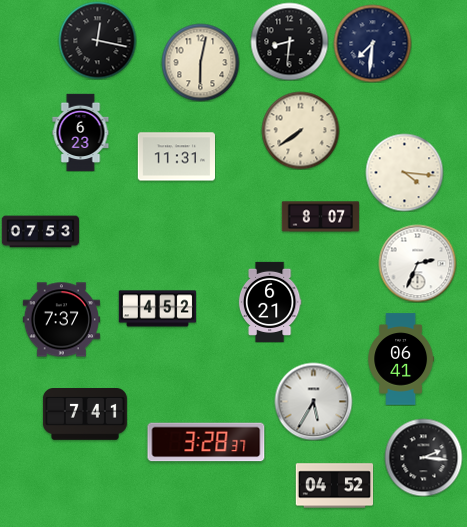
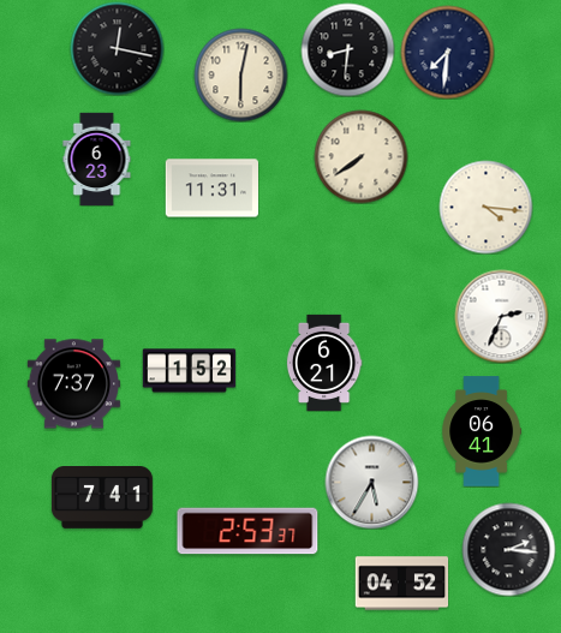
clock at (320, 217): 8:07 -> none
clock at (40, 232): 07:53 -> none
clock at (157, 309): 4:52 -> 1:52
clock at (313, 401) position: (313, 401) -> (371, 482)
clock at (206, 442): 3:28 -> 2:53
